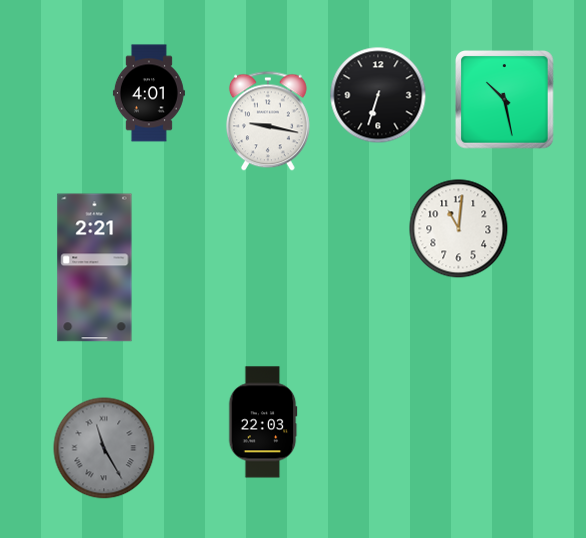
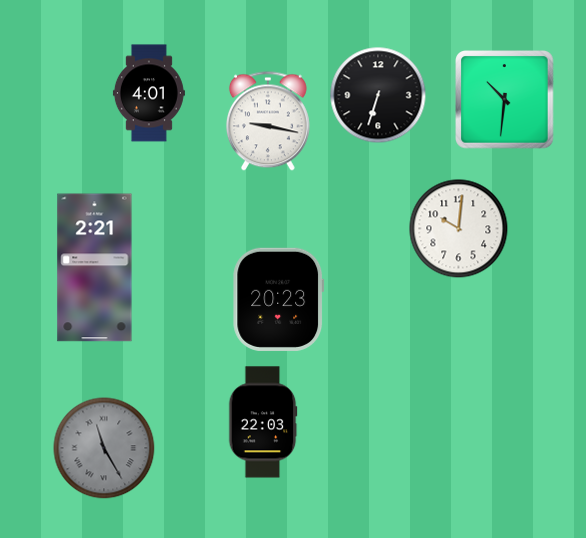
clock at (505, 100): 10:28 -> 10:31
clock at (459, 229): 11:01 -> 10:01
clock at (279, 299): none -> 20:23
